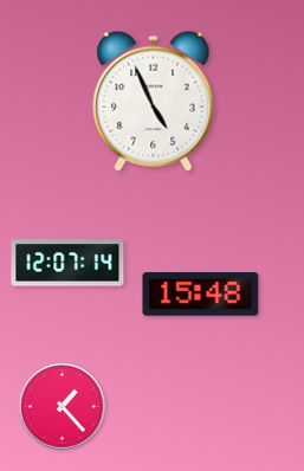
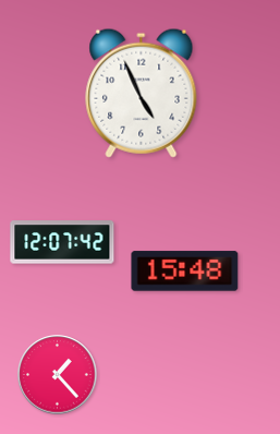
clock at (67, 263): 12:07:14 -> 12:07:42
